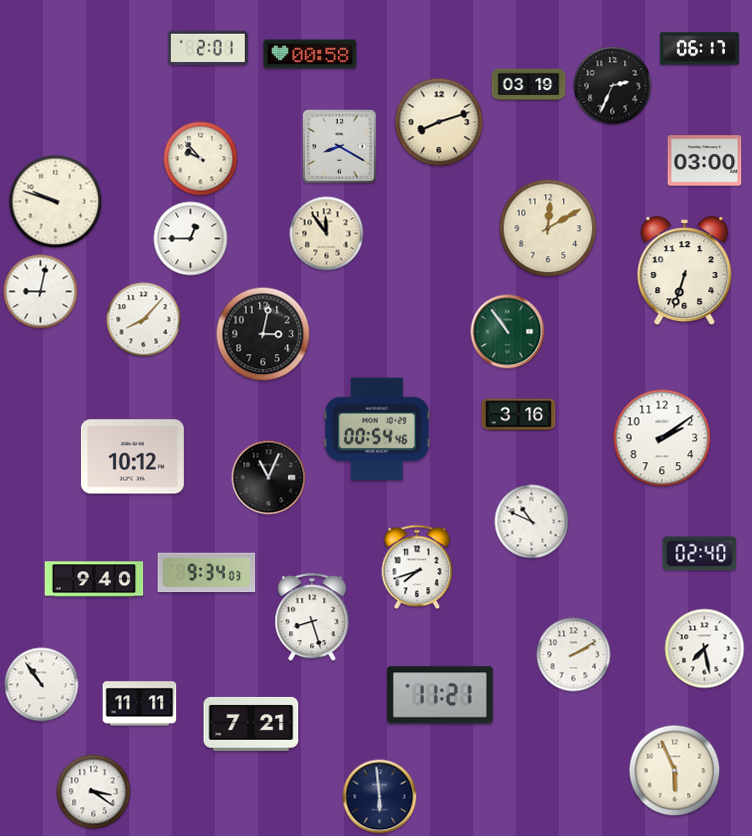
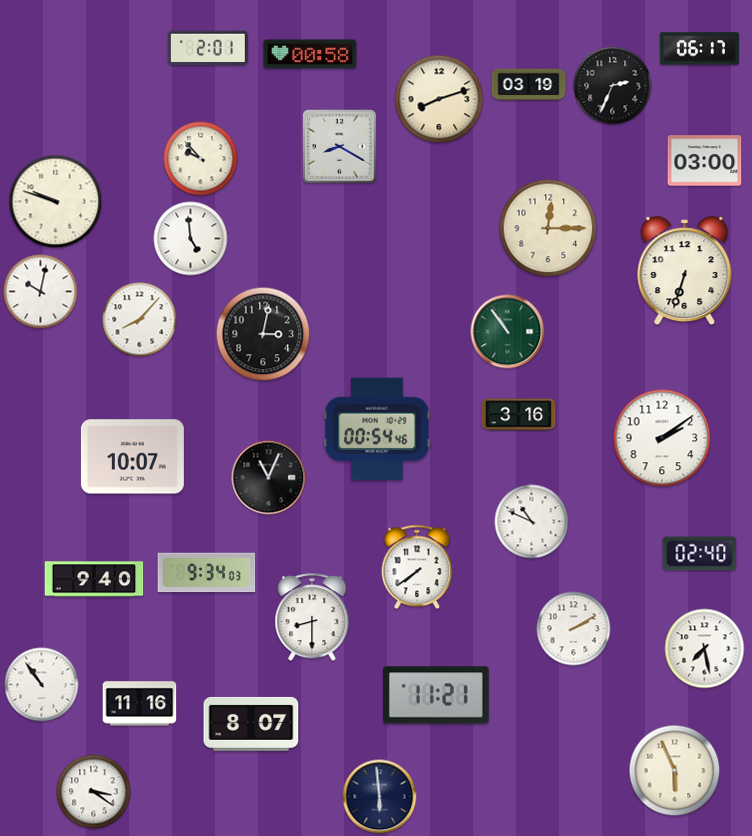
clock at (439, 122) position: (439, 122) -> (439, 99)
clock at (548, 228): 12:10 -> 12:15
clock at (327, 234): 11:54 -> none
clock at (191, 239): 12:45 -> 4:59
clock at (41, 292): 9:02 -> 10:02
clock at (144, 320) position: (144, 320) -> (140, 320)
clock at (132, 457): 10:12 -> 10:07
clock at (417, 567): 7:42 -> 7:39
clock at (312, 618): 8:27 -> 8:30
clock at (574, 655) position: (574, 655) -> (574, 629)
clock at (441, 695) position: (441, 695) -> (437, 695)
clock at (140, 704): 11:11 -> 11:16
clock at (251, 724): 7:21 -> 8:07
